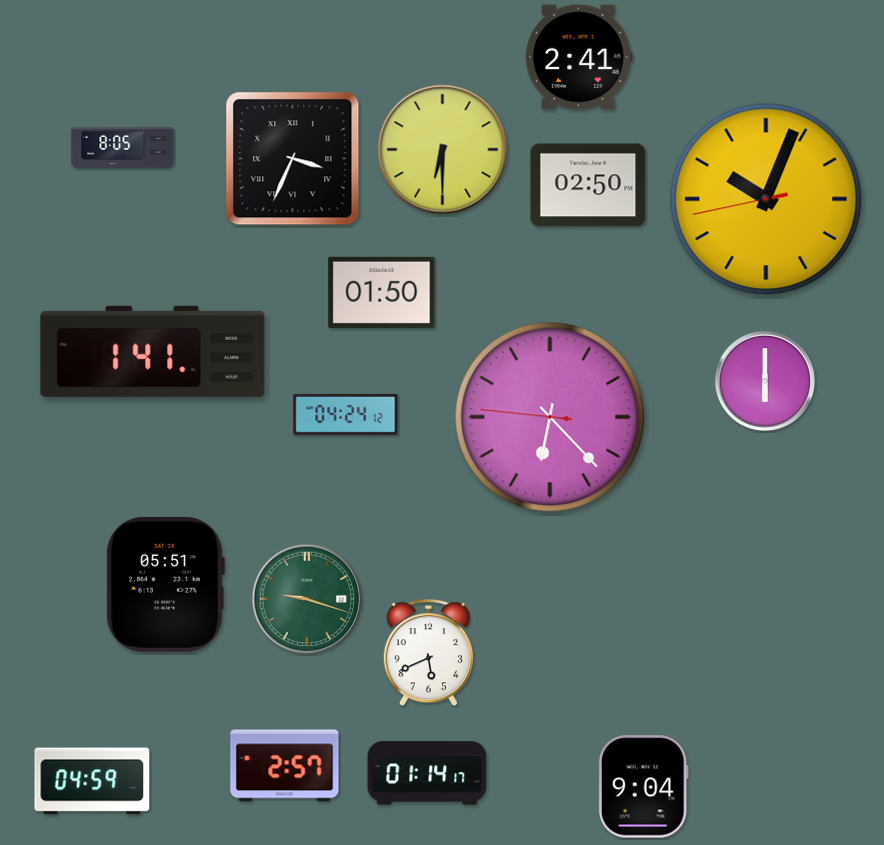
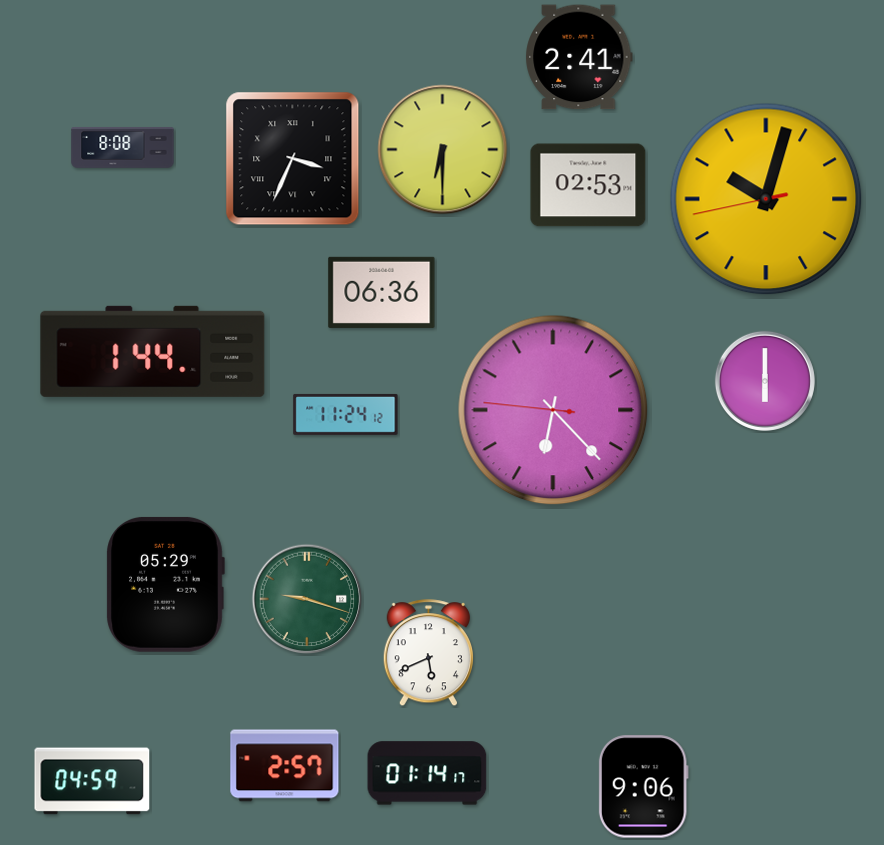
clock at (123, 148): 8:05 -> 8:08
clock at (588, 185): 02:50 -> 02:53
clock at (766, 199): 10:03 -> 10:02
clock at (382, 292): 01:50 -> 06:36
clock at (153, 351): 1:41 -> 1:44
clock at (346, 414): 04:24 -> 11:24
clock at (550, 417) position: (550, 417) -> (553, 410)
clock at (165, 584): 05:51 -> 05:29
clock at (643, 787): 9:04 -> 9:06
